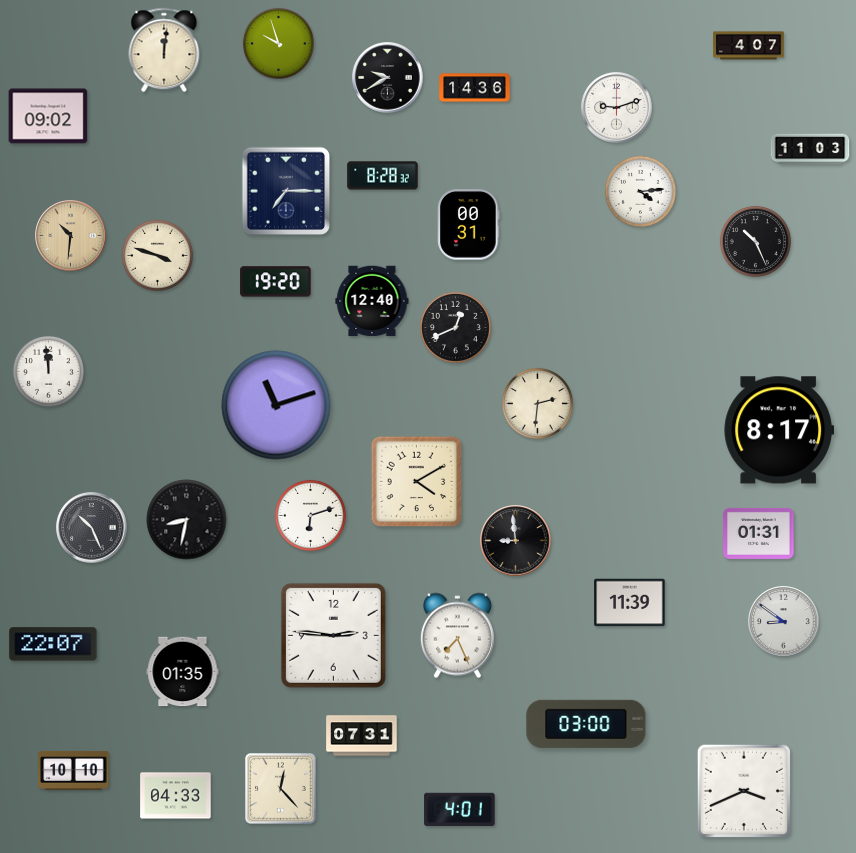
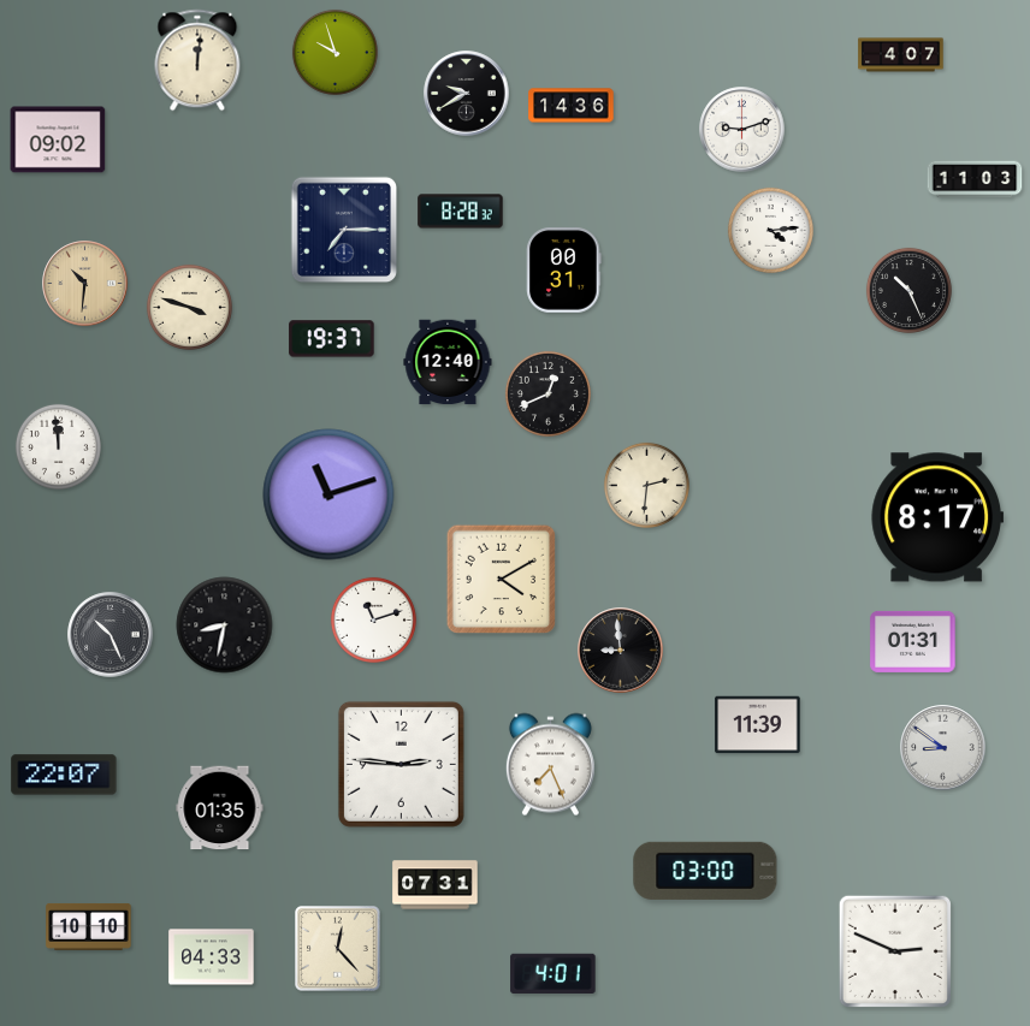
clock at (276, 282): 19:20 -> 19:37
clock at (276, 405) position: (276, 405) -> (328, 494)
clock at (310, 515): 6:12 -> 11:12
clock at (744, 791): 3:41 -> 2:49
